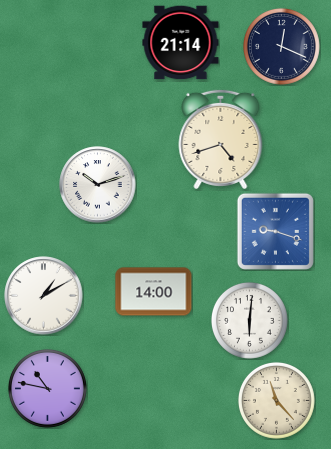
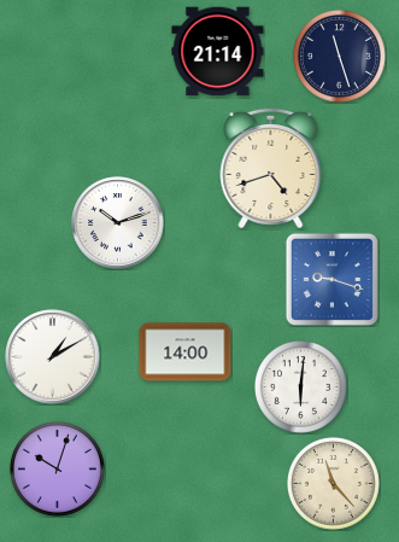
clock at (281, 46): 12:19 -> 11:27
clock at (221, 139) position: (221, 139) -> (271, 168)
clock at (47, 388): 10:47 -> 10:03
